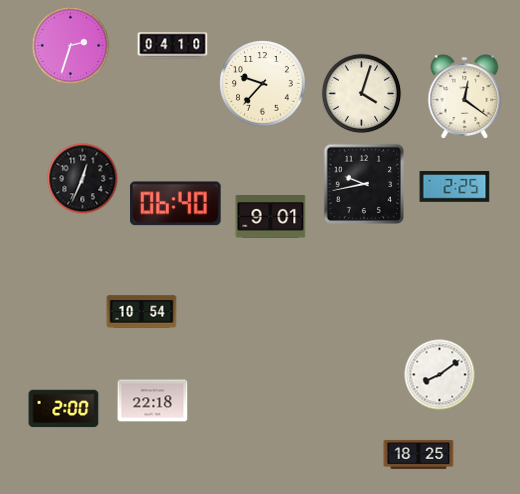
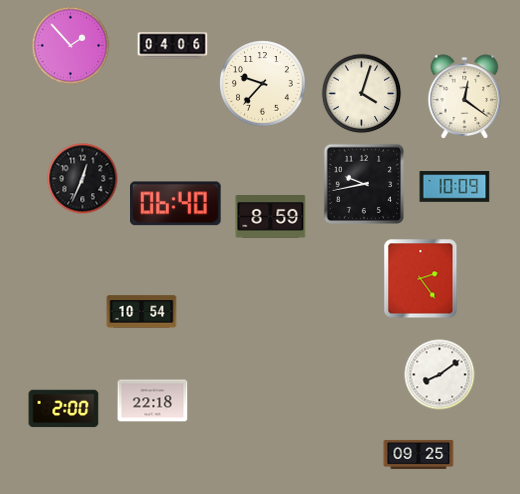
clock at (71, 46): 2:33 -> 1:53
clock at (173, 46): 04:10 -> 04:06
clock at (455, 187): 2:25 -> 10:09
clock at (271, 217): 9:01 -> 8:59
clock at (421, 279): none -> 2:24
clock at (419, 454): 18:25 -> 09:25
